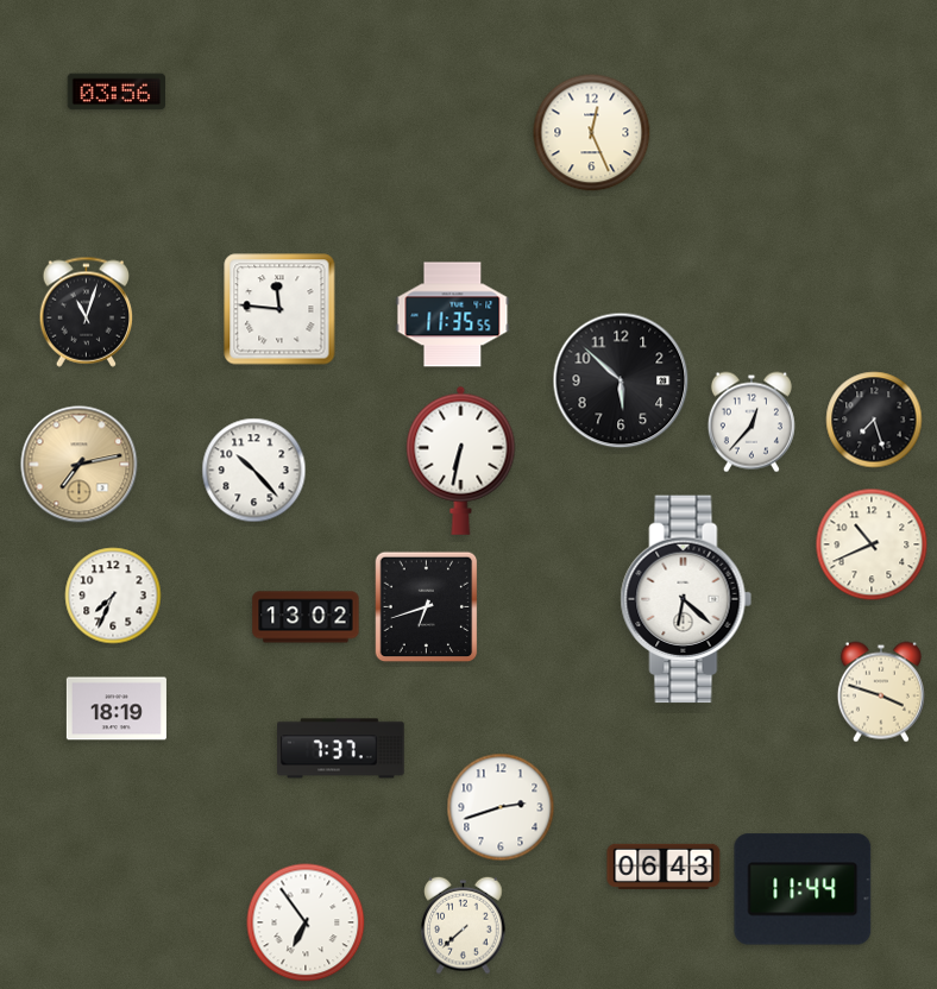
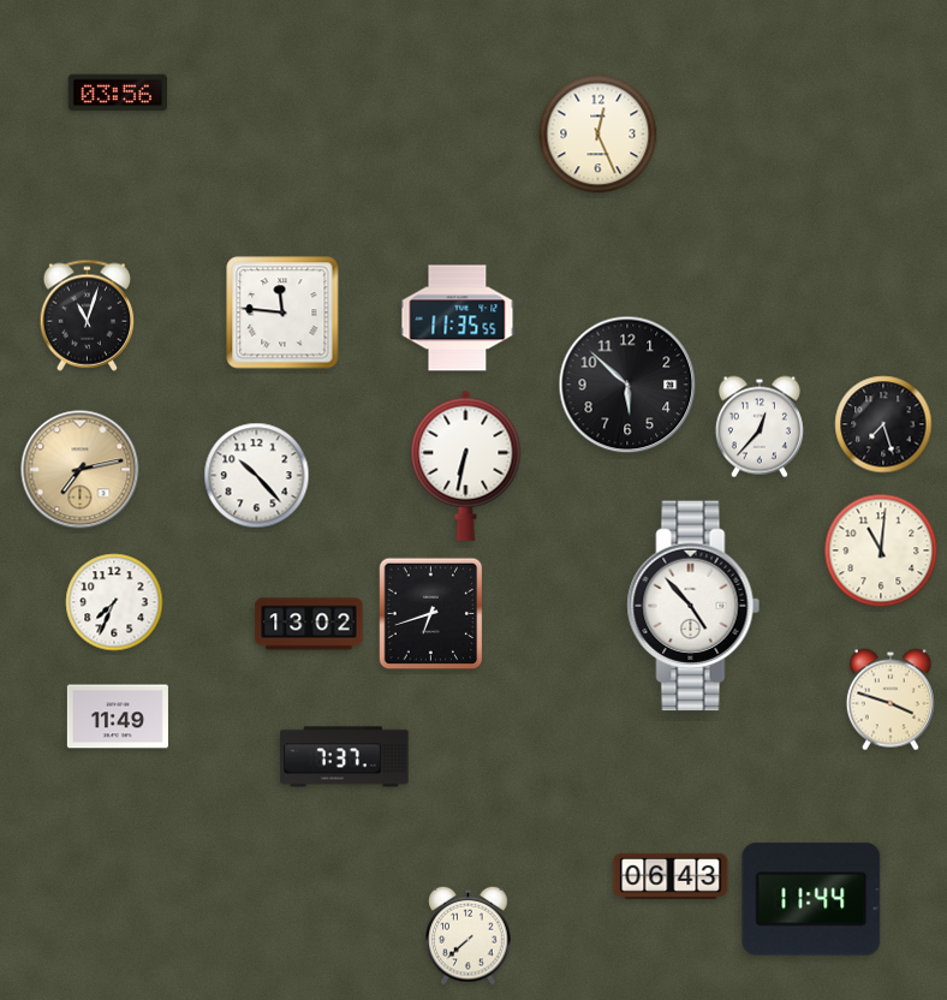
clock at (872, 544): 10:41 -> 11:01
clock at (686, 599): 6:22 -> 4:53
clock at (117, 708): 18:19 -> 11:49
clock at (501, 807): 2:42 -> none
clock at (306, 922): 6:54 -> none
